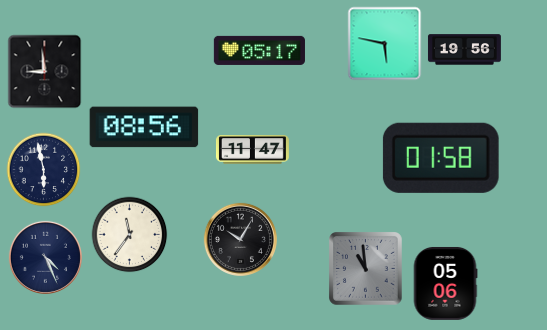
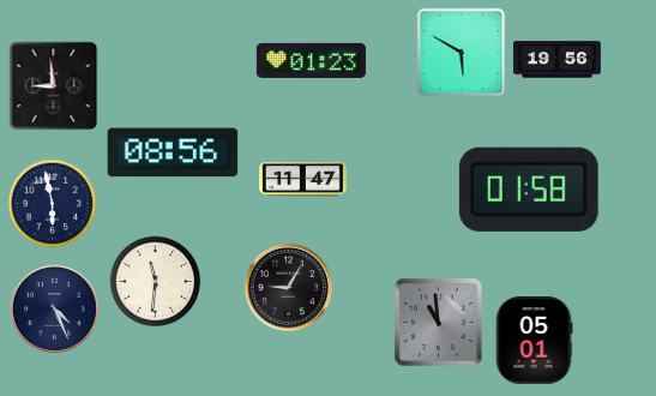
clock at (385, 44): 5:47 -> 5:50
clock at (259, 50): 05:17 -> 01:23
clock at (130, 235): 11:36 -> 11:31
clock at (240, 239): 10:05 -> 9:05
clock at (445, 283): 05:06 -> 05:01
